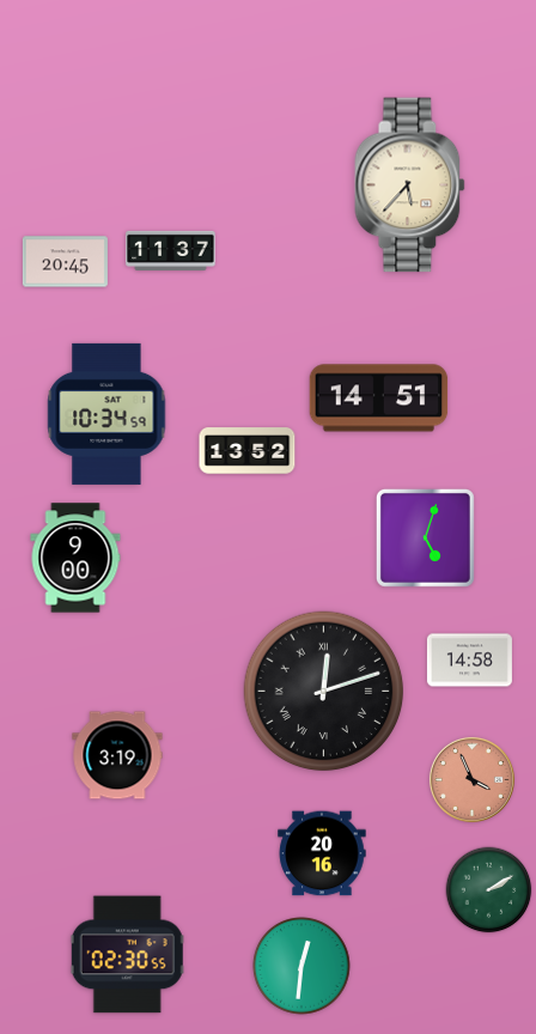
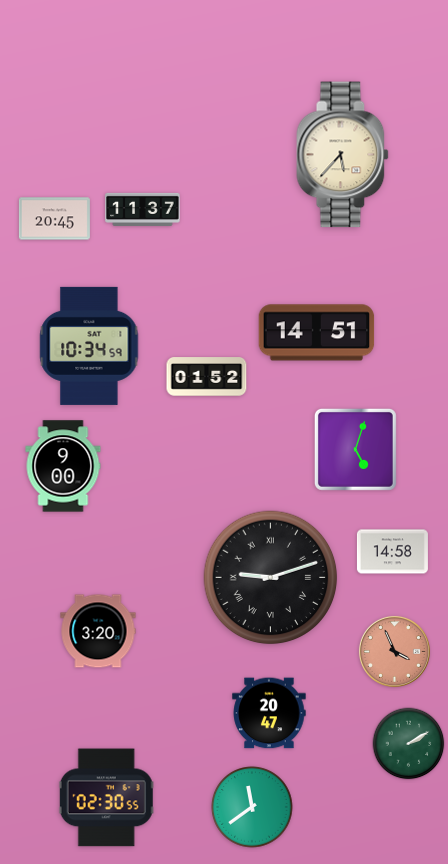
clock at (248, 451): 13:52 -> 01:52
clock at (324, 692): 12:12 -> 9:12
clock at (117, 755): 3:19 -> 3:20
clock at (322, 853): 20:16 -> 20:47
clock at (301, 966): 12:31 -> 11:39
